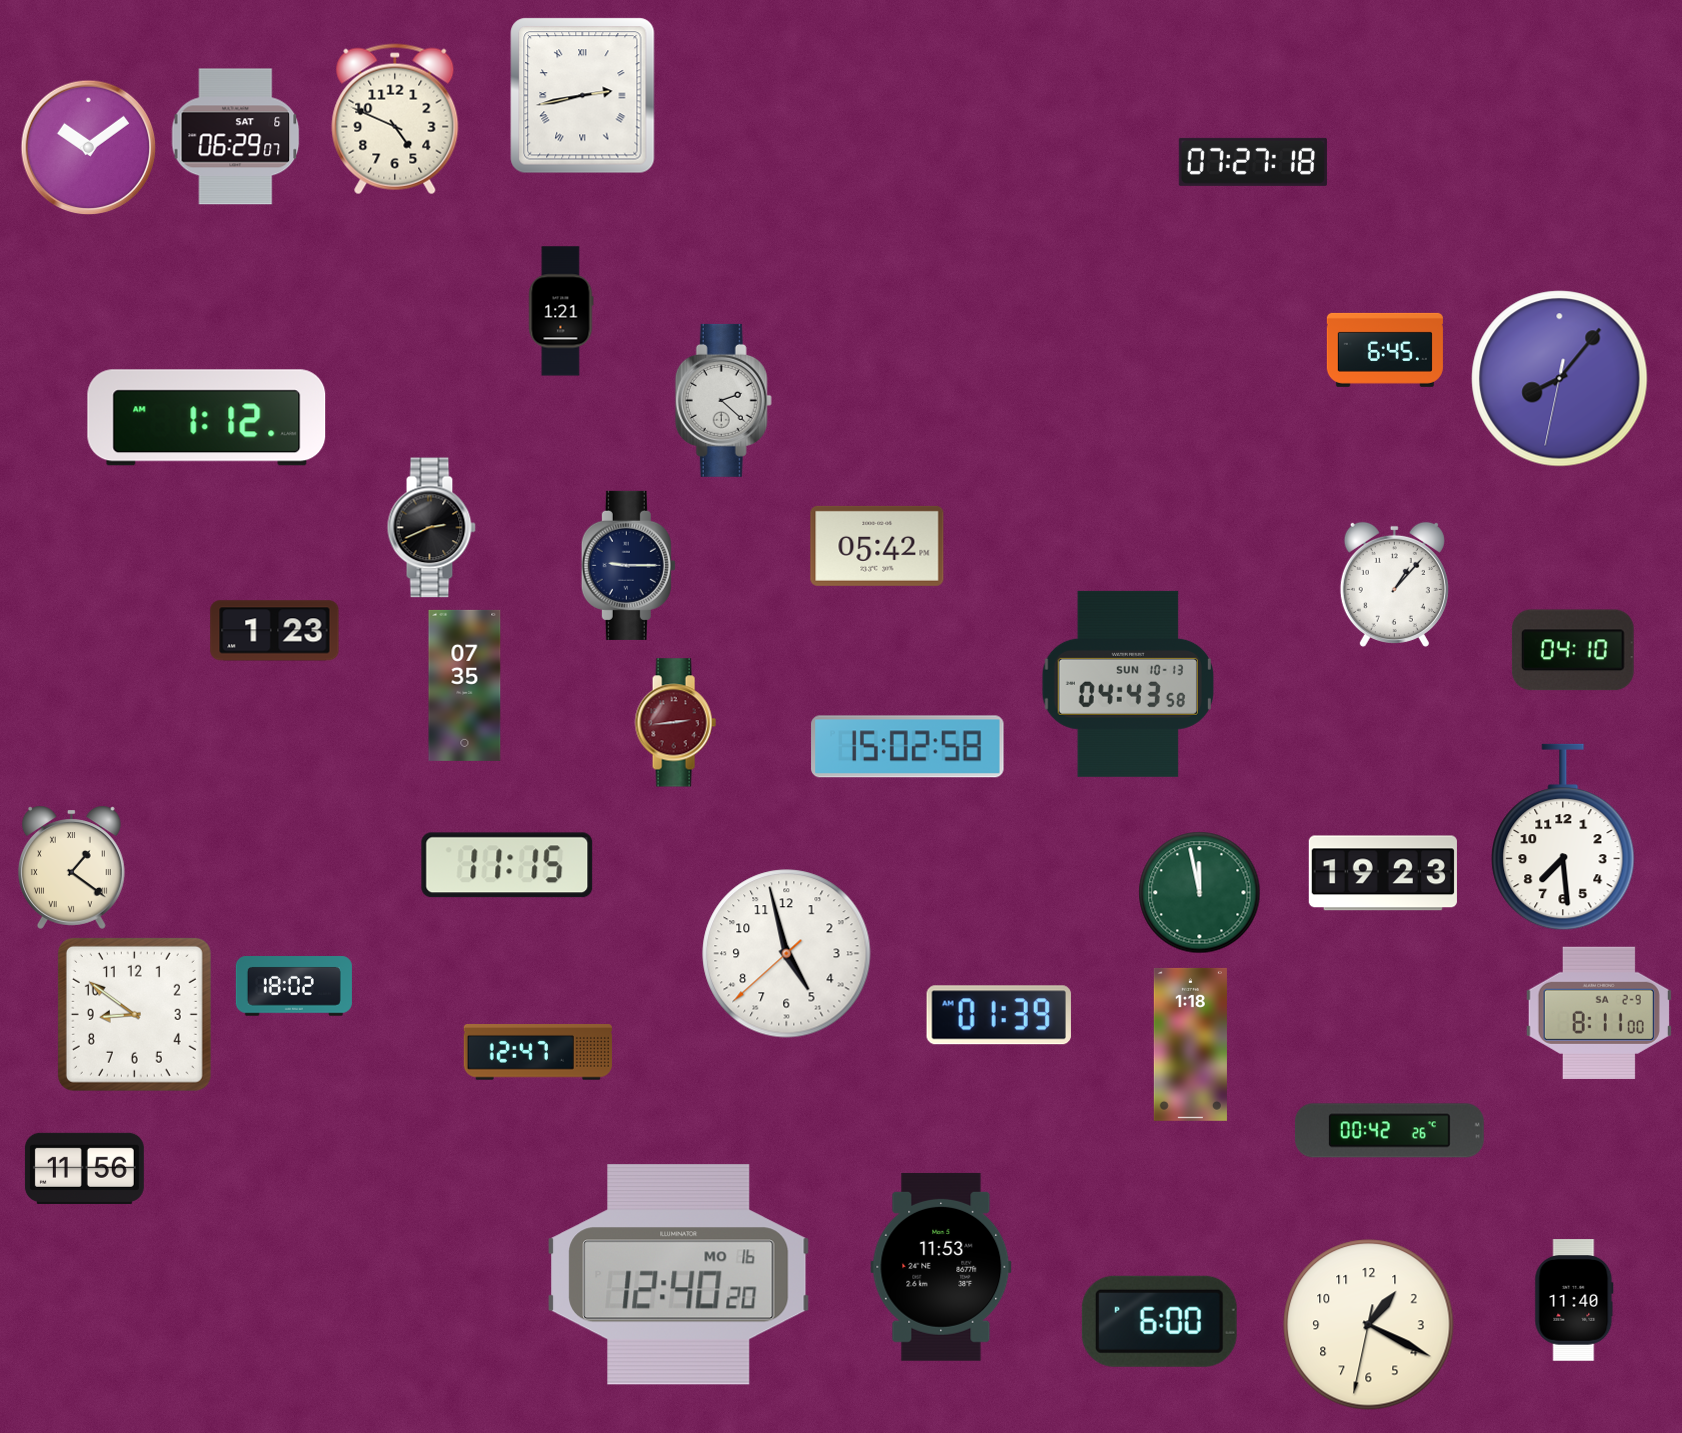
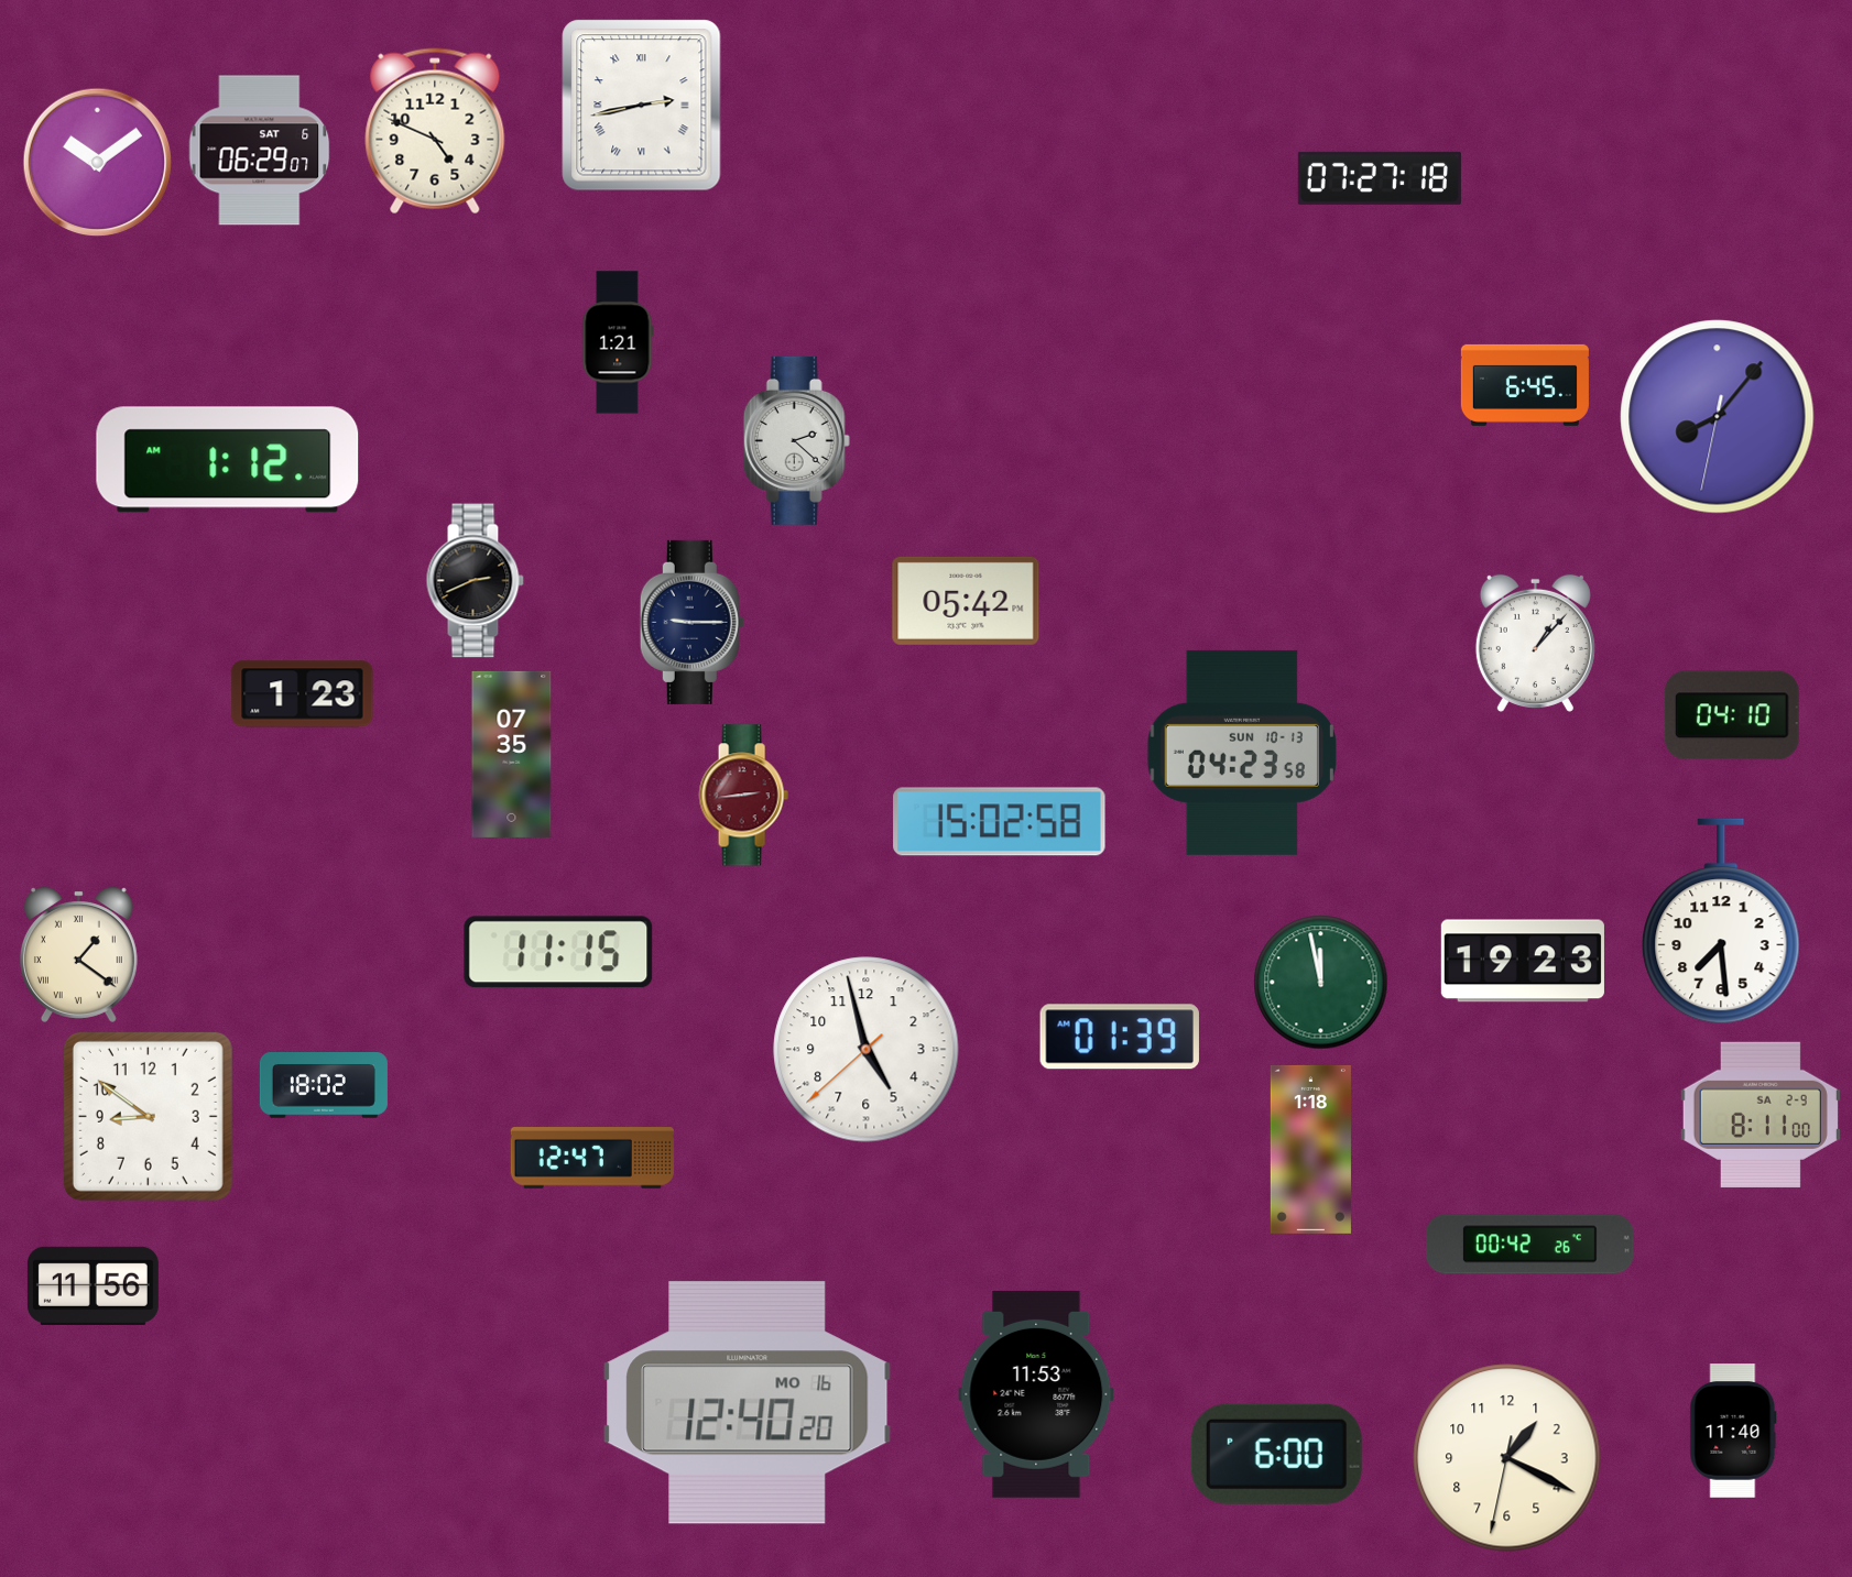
clock at (1128, 684): 04:43 -> 04:23
clock at (999, 1015) position: (999, 1015) -> (1120, 1037)
